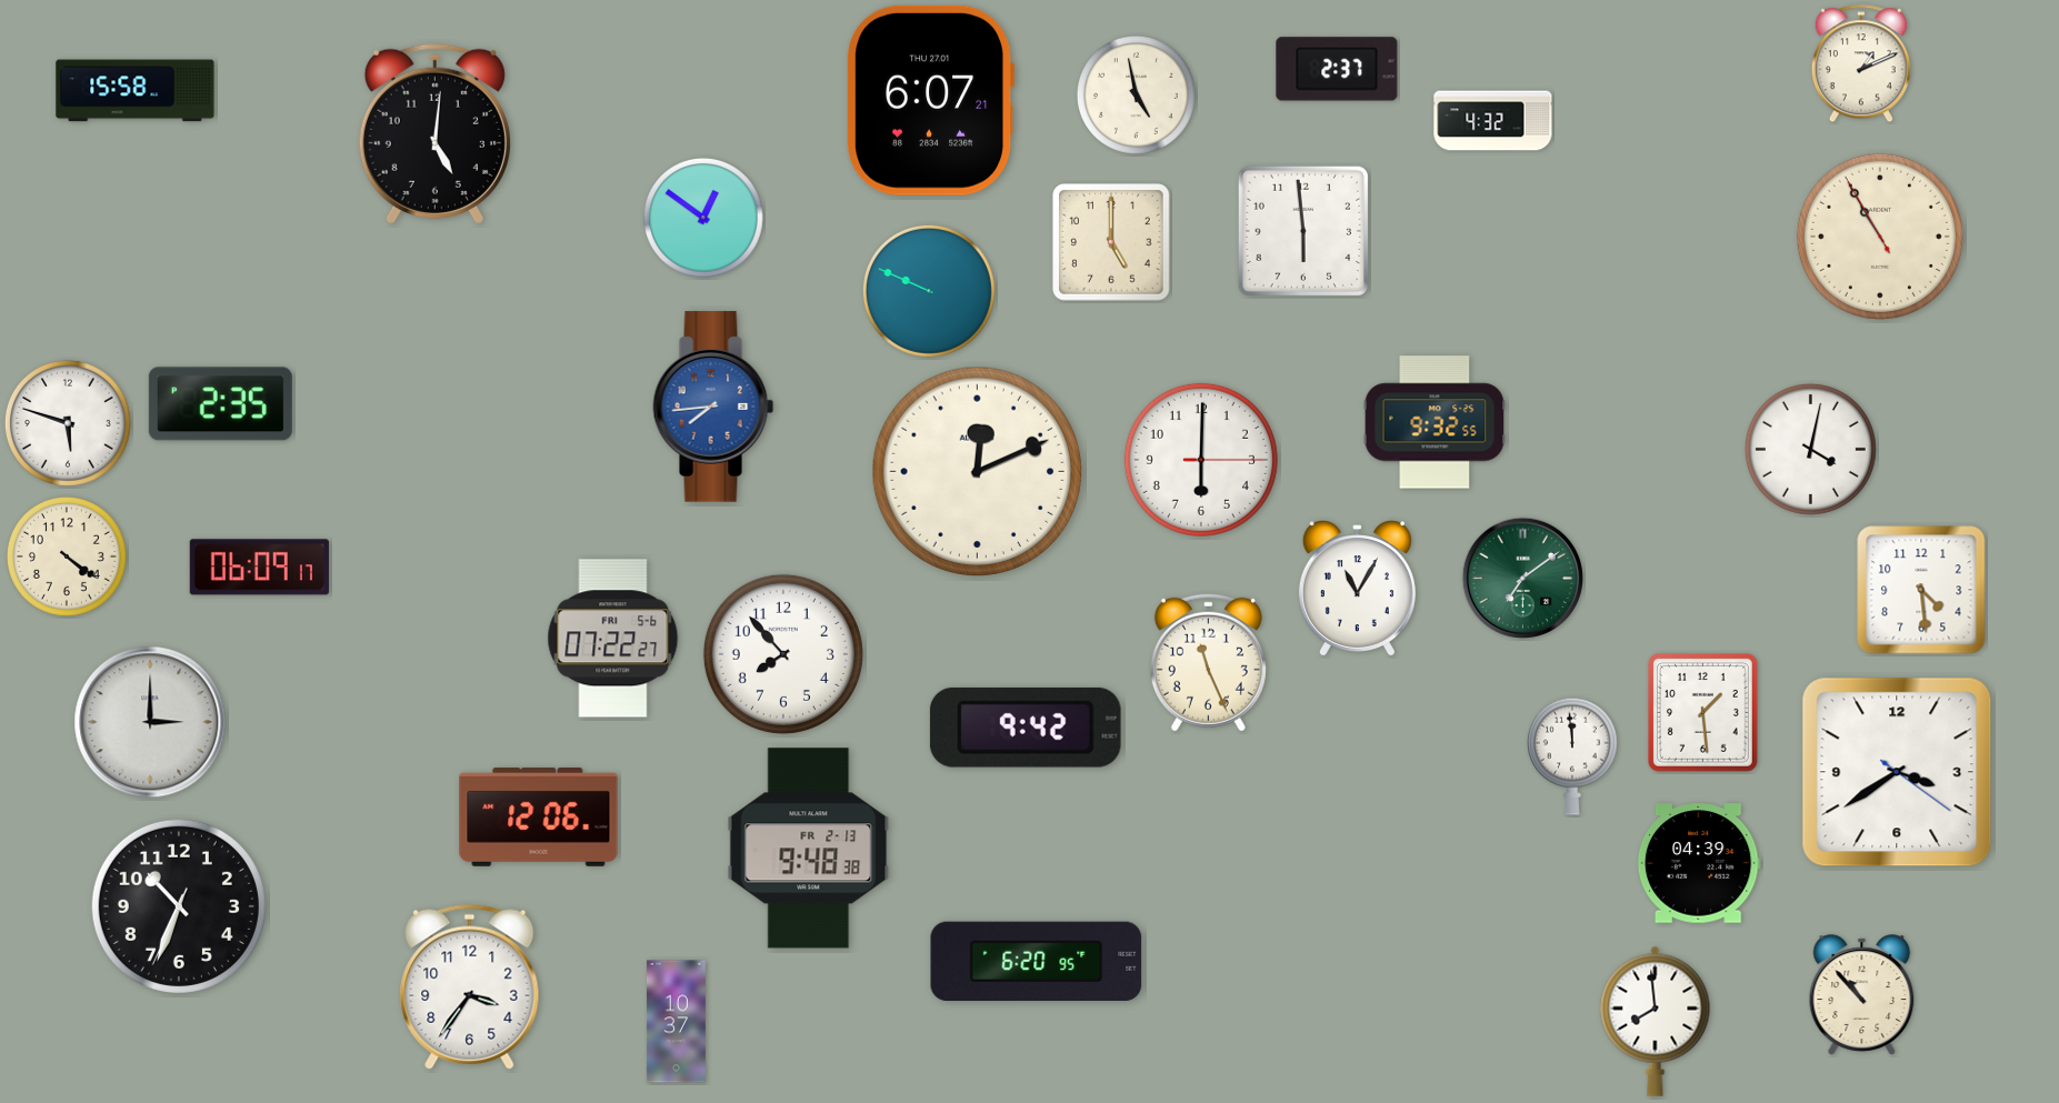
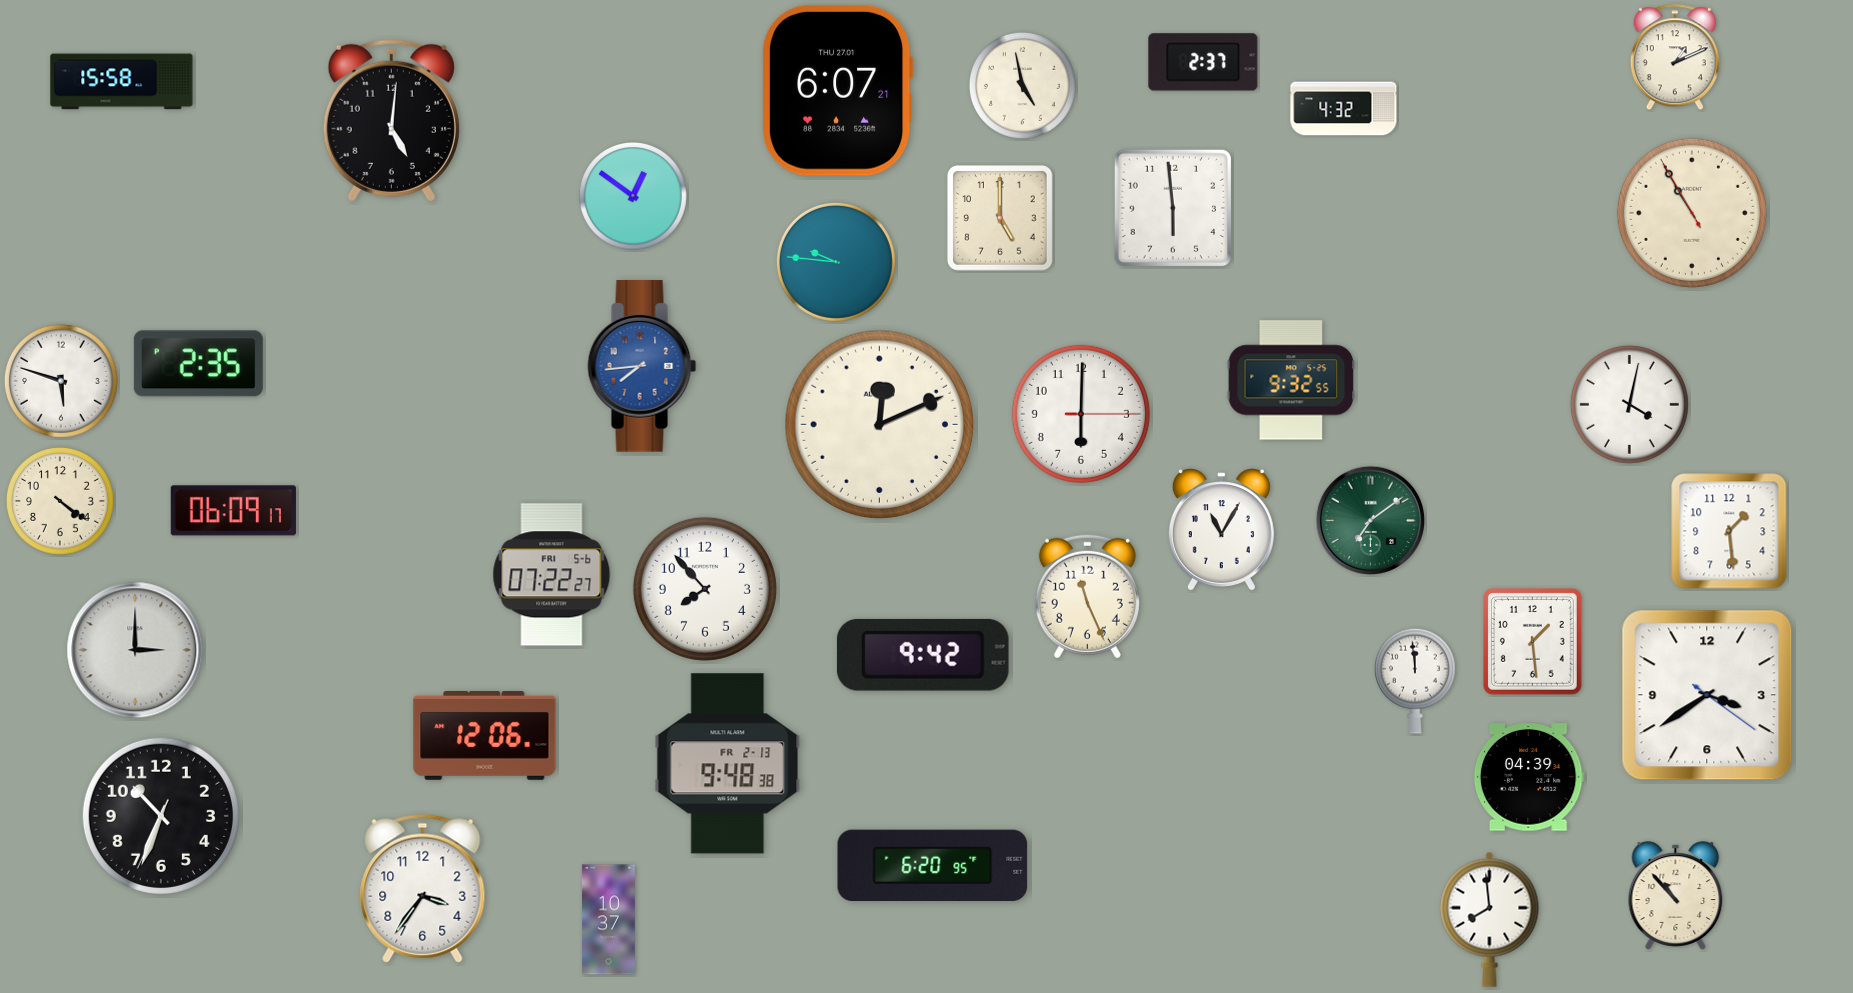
clock at (929, 291): 9:49 -> 9:46
clock at (1921, 590): 4:29 -> 1:29
